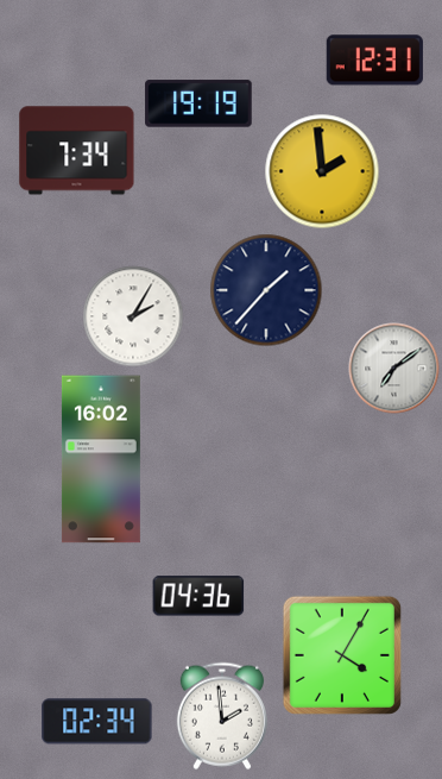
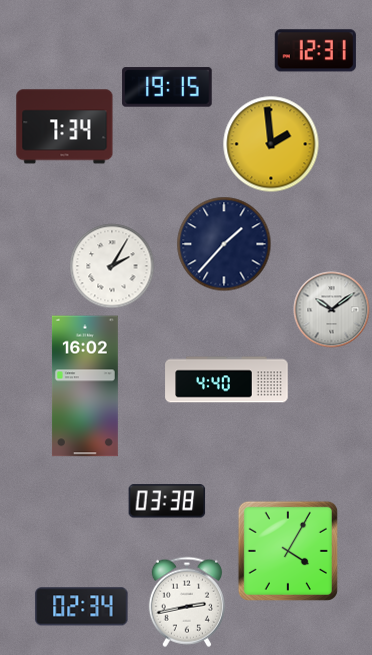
clock at (198, 103): 19:19 -> 19:15
clock at (394, 369): 7:09 -> 10:09
clock at (227, 380): none -> 4:40
clock at (198, 596): 04:36 -> 03:38
clock at (222, 716): 1:59 -> 2:43
